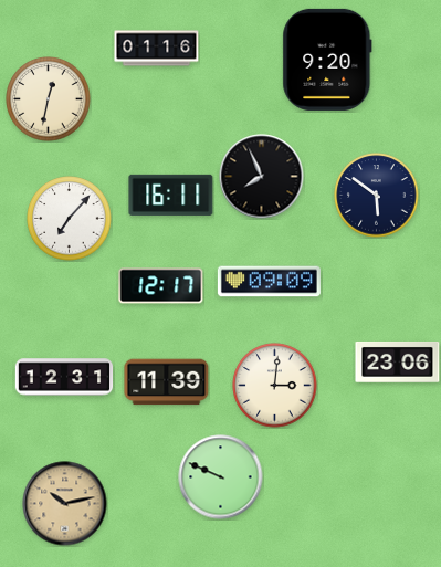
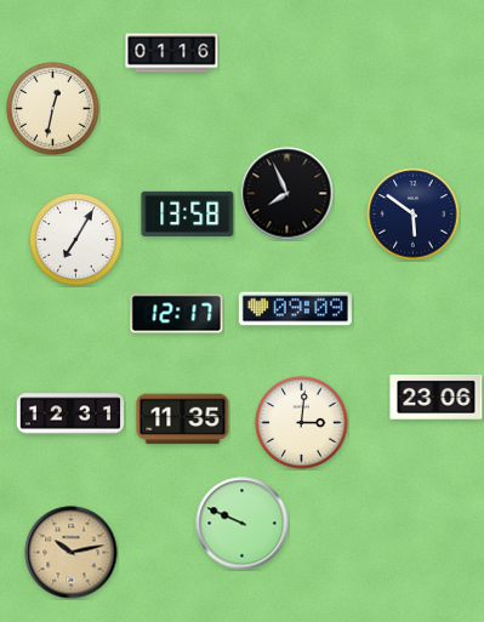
clock at (327, 60): 9:20 -> none
clock at (171, 195): 16:11 -> 13:58
clock at (70, 219): 7:07 -> 7:05
clock at (167, 382): 11:39 -> 11:35
